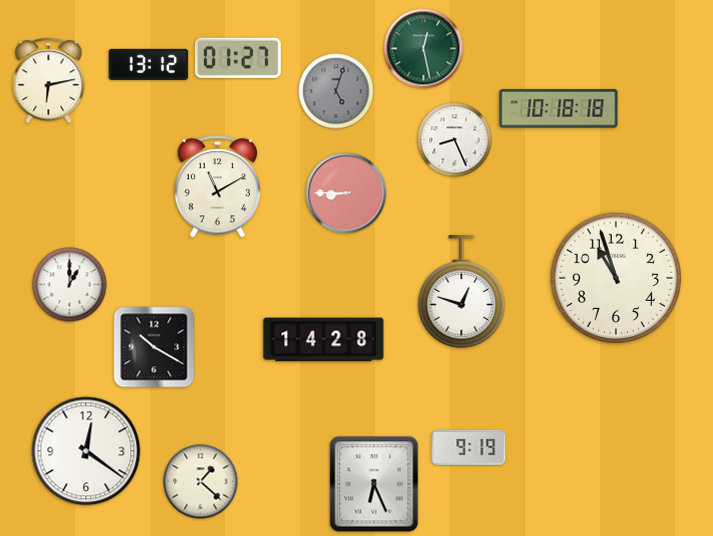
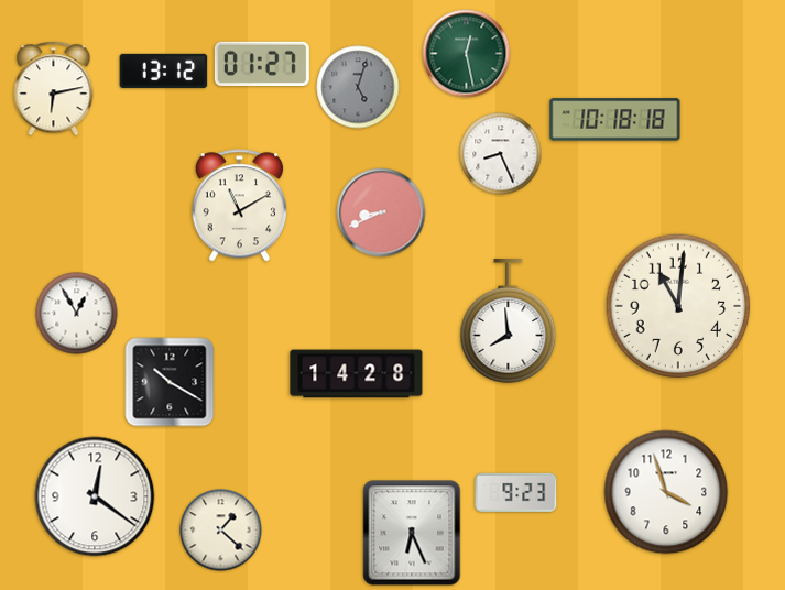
clock at (336, 91) position: (336, 91) -> (358, 87)
clock at (346, 193): 8:45 -> 8:41
clock at (616, 278): 10:57 -> 11:01
clock at (70, 285): 1:00 -> 12:55
clock at (462, 292): 12:48 -> 7:59
clock at (469, 447): 9:19 -> 9:23
clock at (666, 492): none -> 3:57
